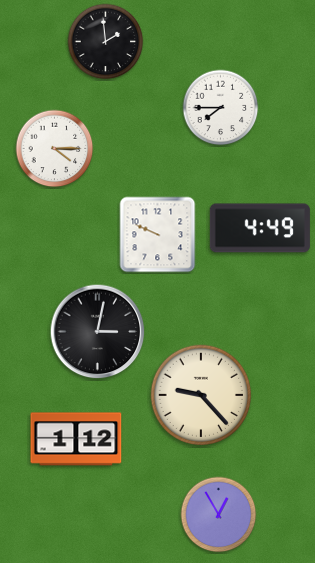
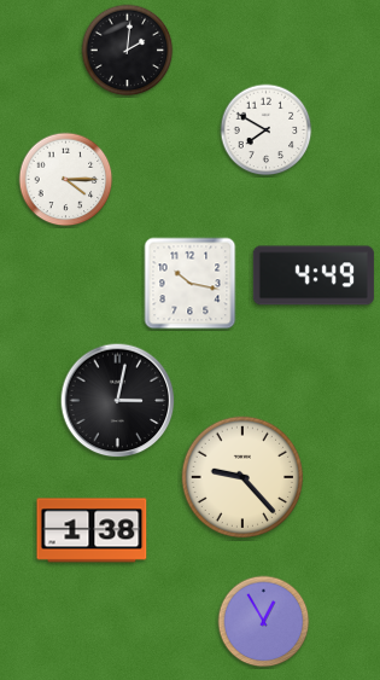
clock at (106, 42): 1:59 -> 2:01
clock at (221, 108): 7:45 -> 7:50
clock at (158, 235): 9:49 -> 10:17
clock at (76, 439): 1:12 -> 1:38
